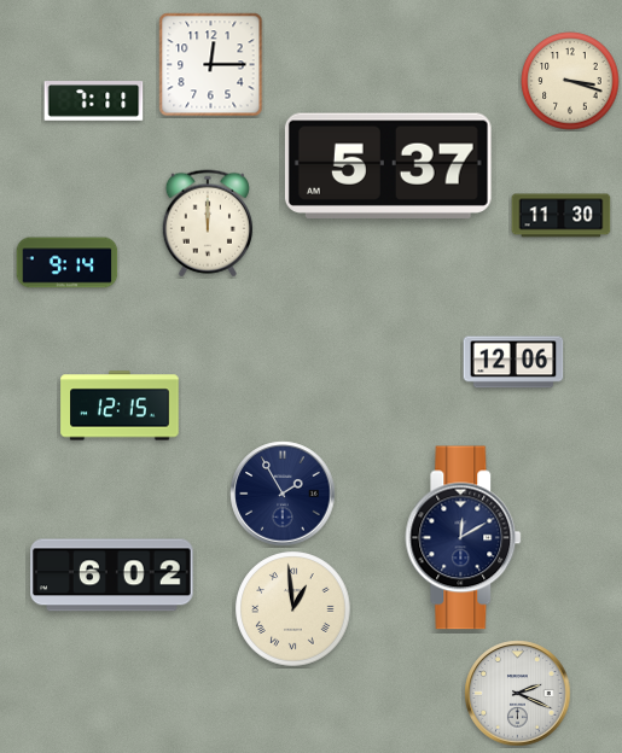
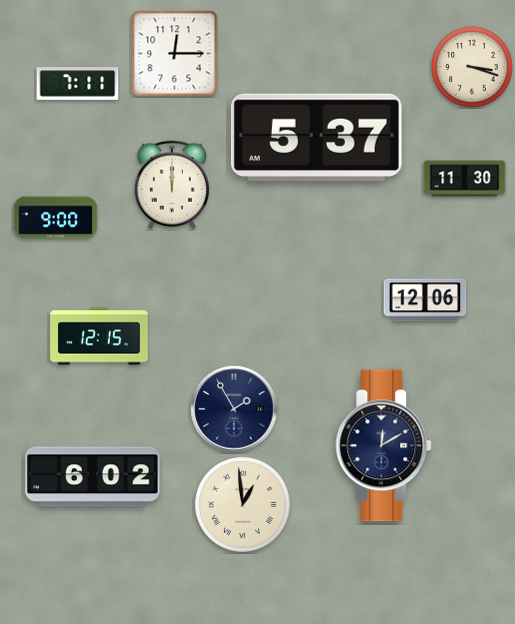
clock at (388, 165) position: (388, 165) -> (316, 137)
clock at (68, 263): 9:14 -> 9:00
clock at (518, 694): 2:19 -> none
